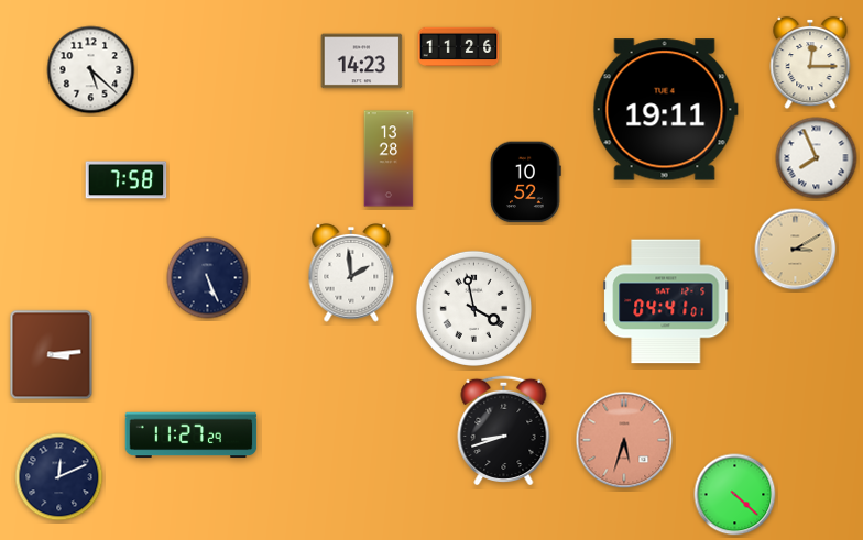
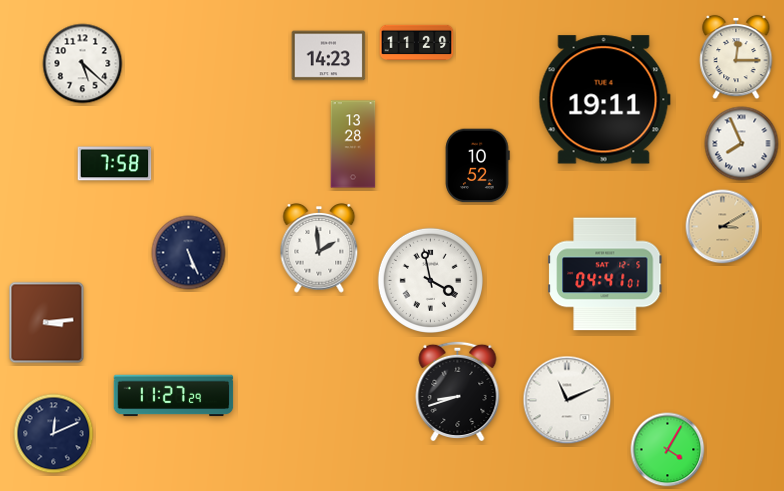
clock at (459, 47): 11:26 -> 11:29
clock at (624, 440): 5:33 -> 11:11
clock at (624, 440) dial: salmon -> white
clock at (735, 495): 4:22 -> 4:05
